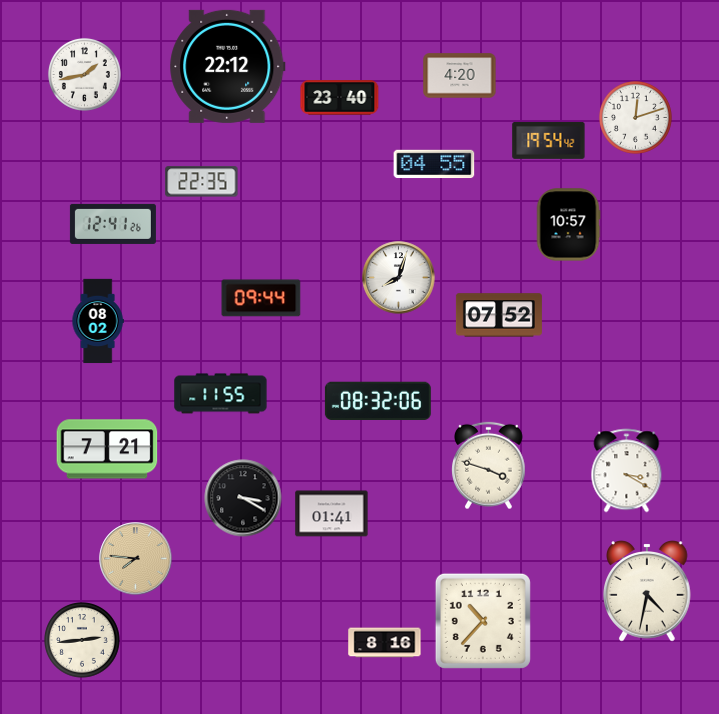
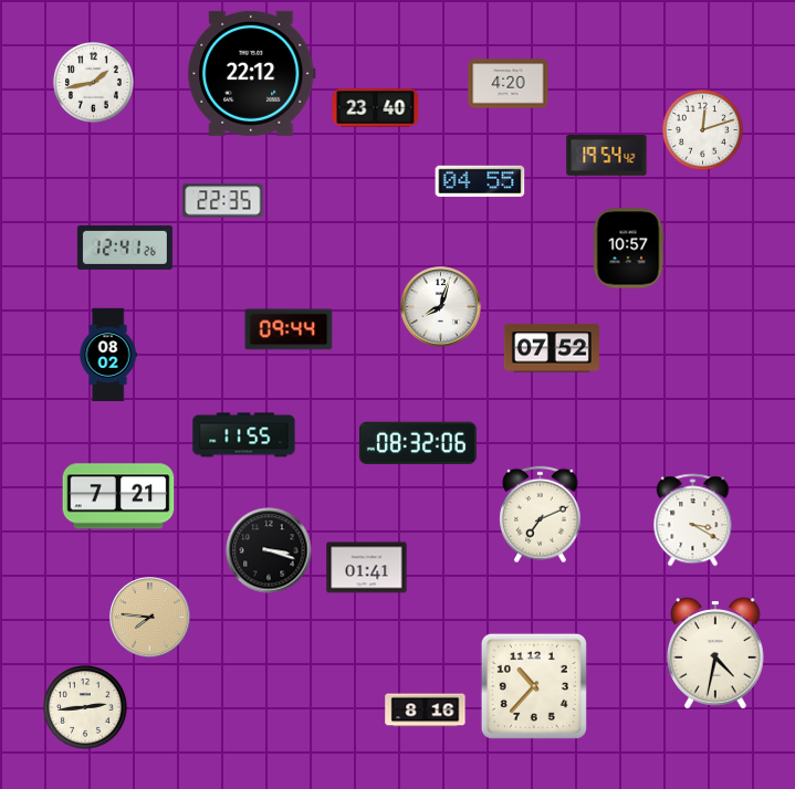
clock at (489, 466): 3:48 -> 7:11
clock at (243, 498): 3:20 -> 3:18
clock at (83, 641) position: (83, 641) -> (86, 708)
